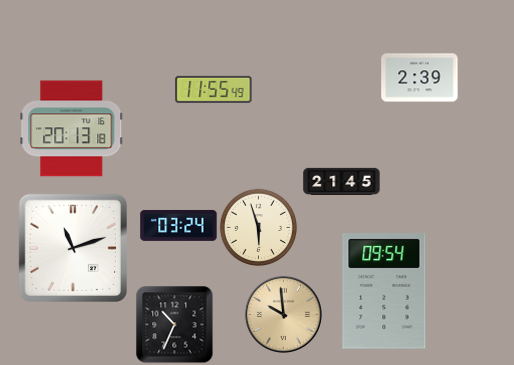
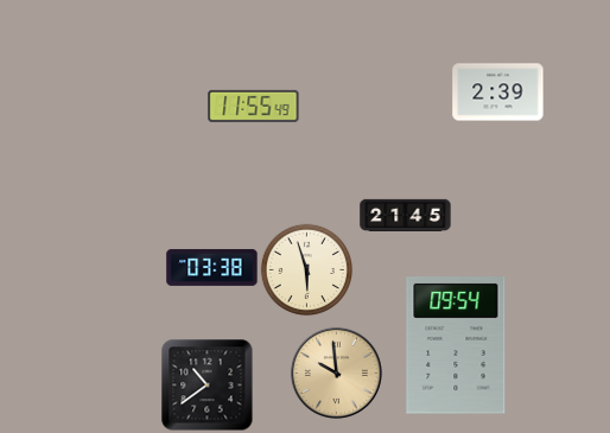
clock at (72, 129): 20:13 -> none
clock at (179, 225): 03:24 -> 03:38
clock at (73, 248): 11:12 -> none
clock at (174, 324): 10:34 -> 10:39
